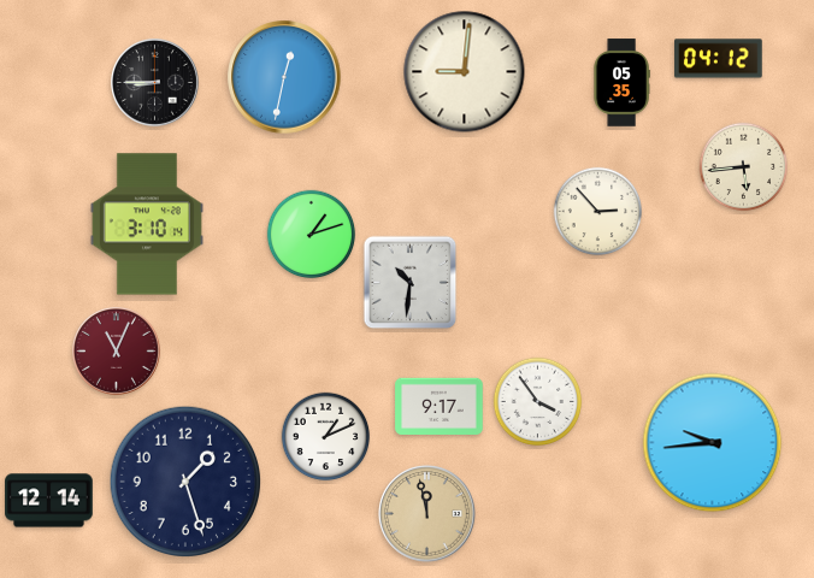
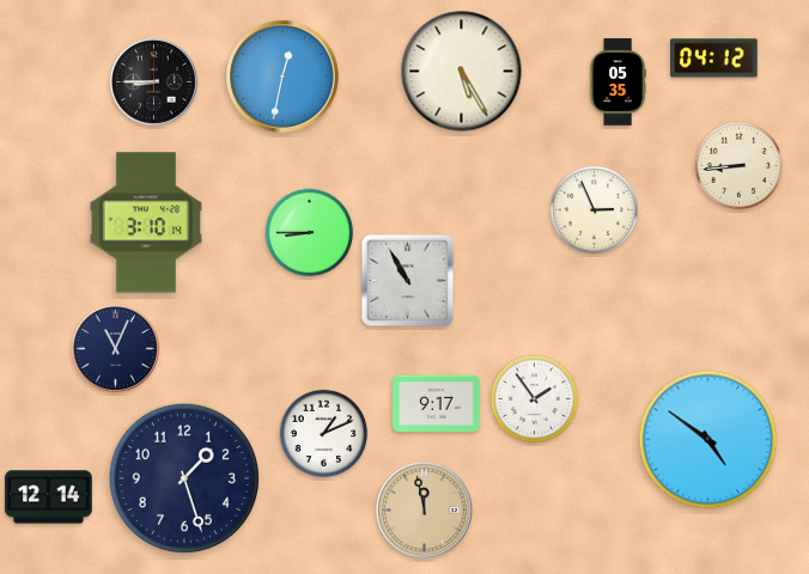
clock at (465, 72): 9:01 -> 5:25
clock at (744, 167): 5:44 -> 8:44
clock at (598, 212): 2:53 -> 2:56
clock at (312, 235): 1:12 -> 8:45
clock at (411, 283): 10:31 -> 10:55
clock at (116, 350) dial: burgundy -> navy
clock at (538, 402): 3:54 -> 1:54
clock at (713, 443): 9:44 -> 4:51
